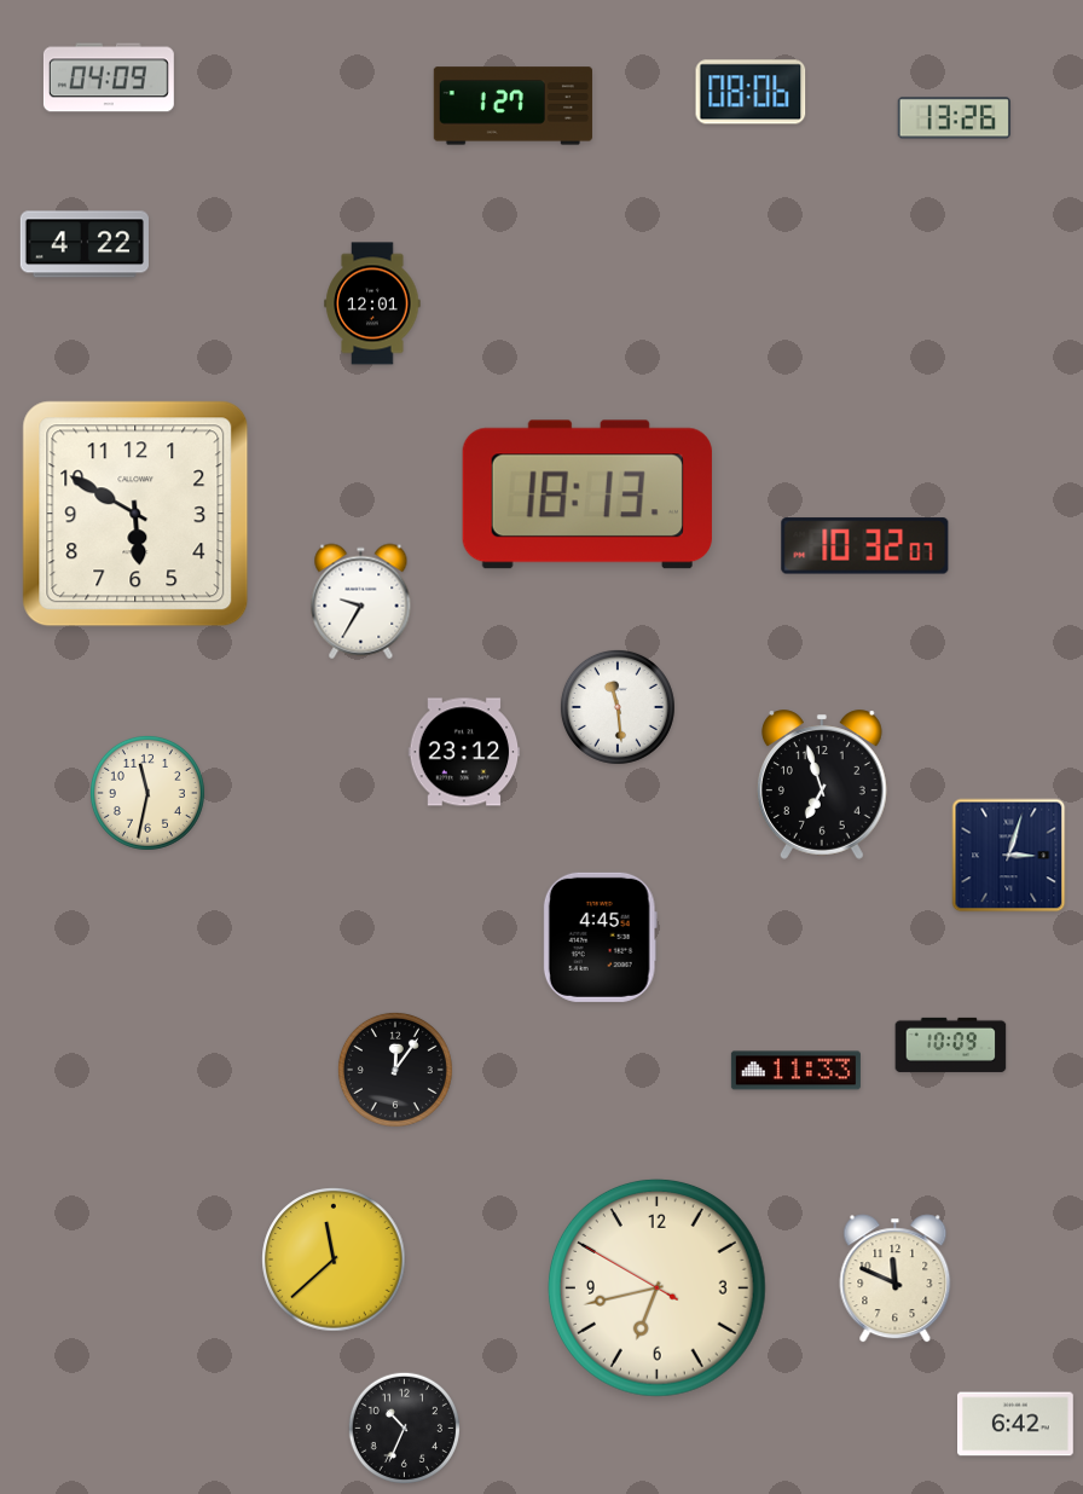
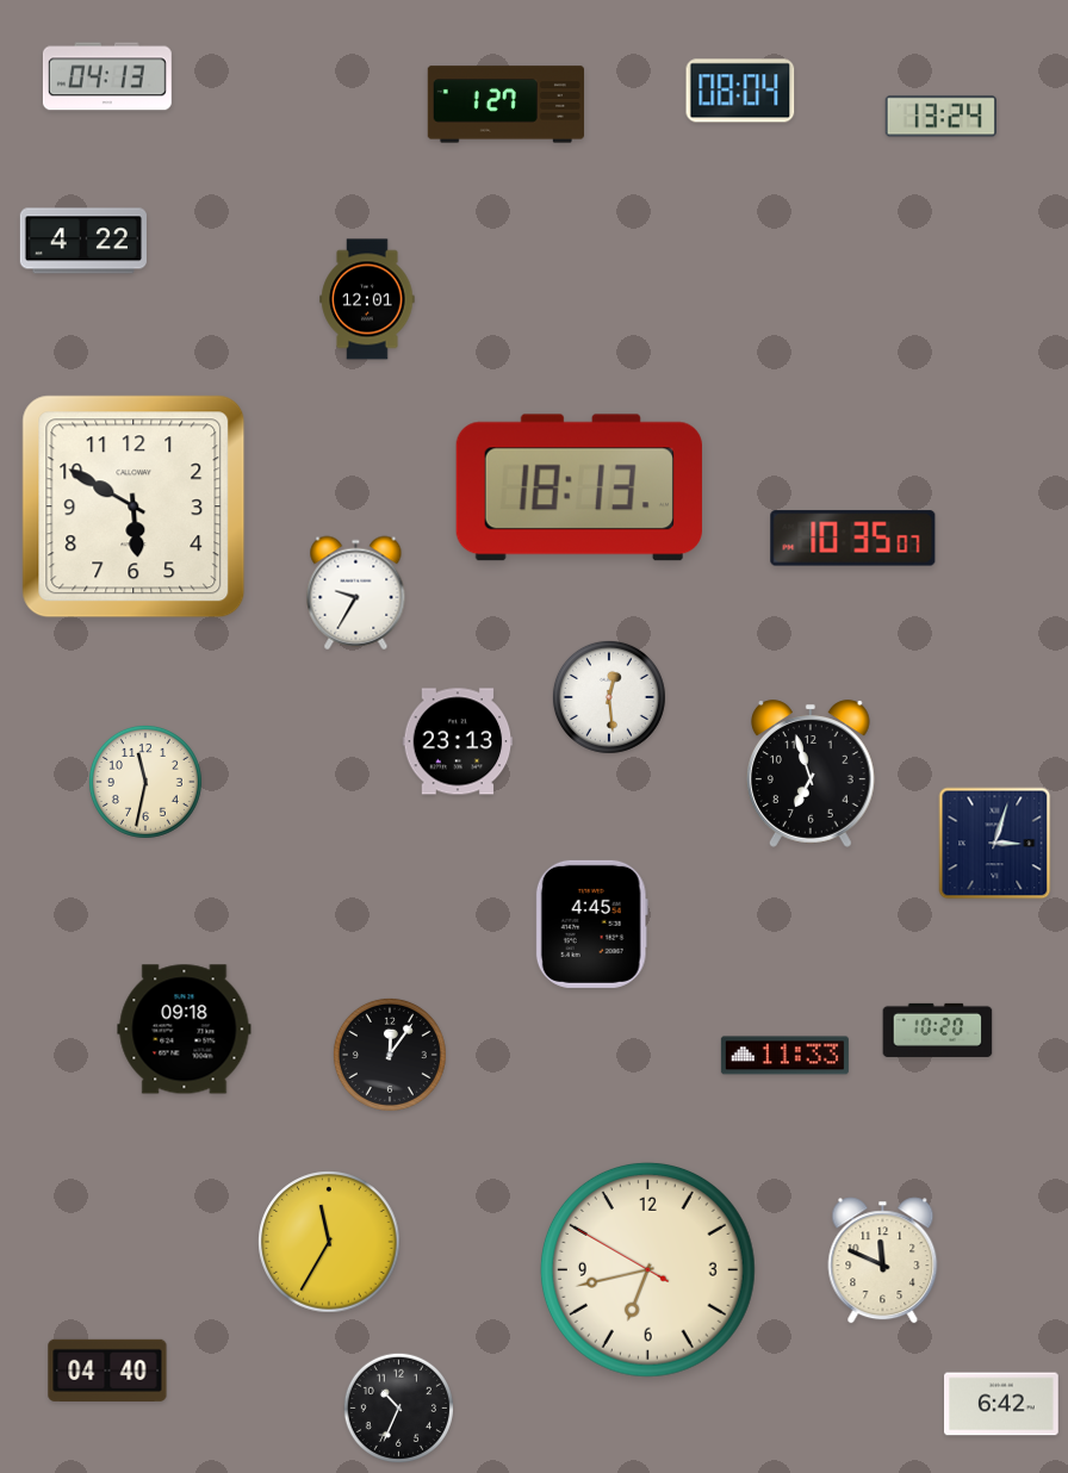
clock at (109, 77): 04:09 -> 04:13
clock at (751, 92): 08:06 -> 08:04
clock at (954, 118): 13:26 -> 13:24
clock at (865, 546): 10:32 -> 10:35
clock at (618, 707): 11:29 -> 12:29
clock at (464, 752): 23:12 -> 23:13
clock at (185, 1030): none -> 09:18
clock at (951, 1044): 10:09 -> 10:20
clock at (334, 1260): 11:38 -> 11:35
clock at (107, 1371): none -> 04:40
